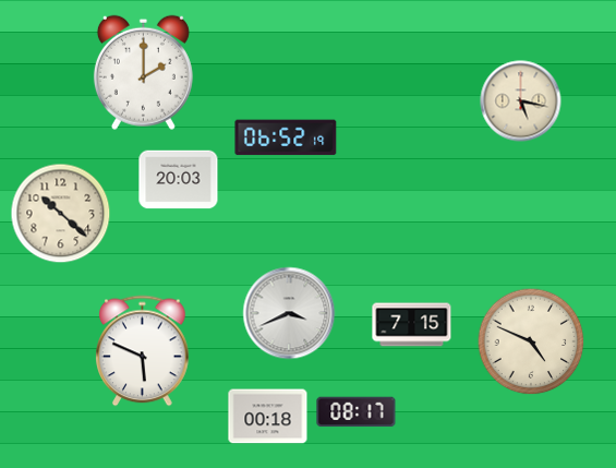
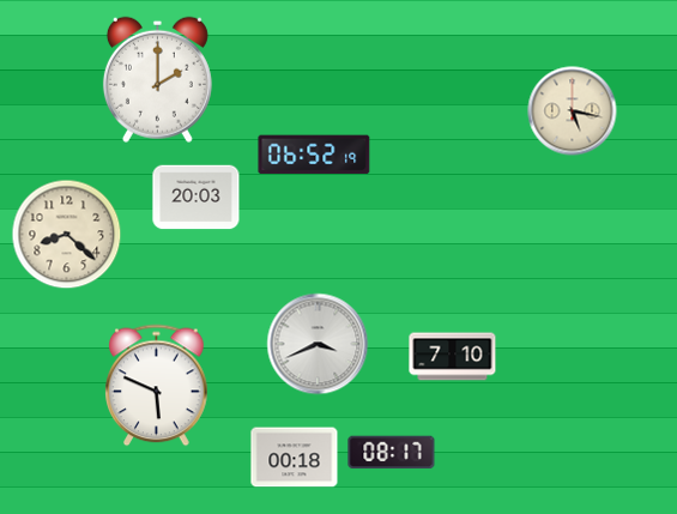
clock at (286, 137) position: (286, 137) -> (314, 155)
clock at (61, 214): 10:22 -> 8:22
clock at (412, 325): 7:15 -> 7:10
clock at (531, 341): 4:49 -> none
